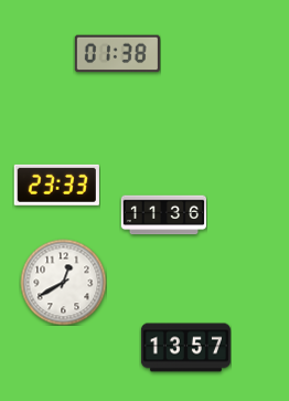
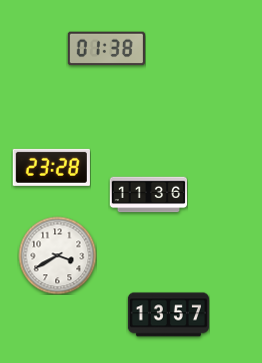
clock at (56, 184): 23:33 -> 23:28
clock at (63, 282): 12:40 -> 3:40
